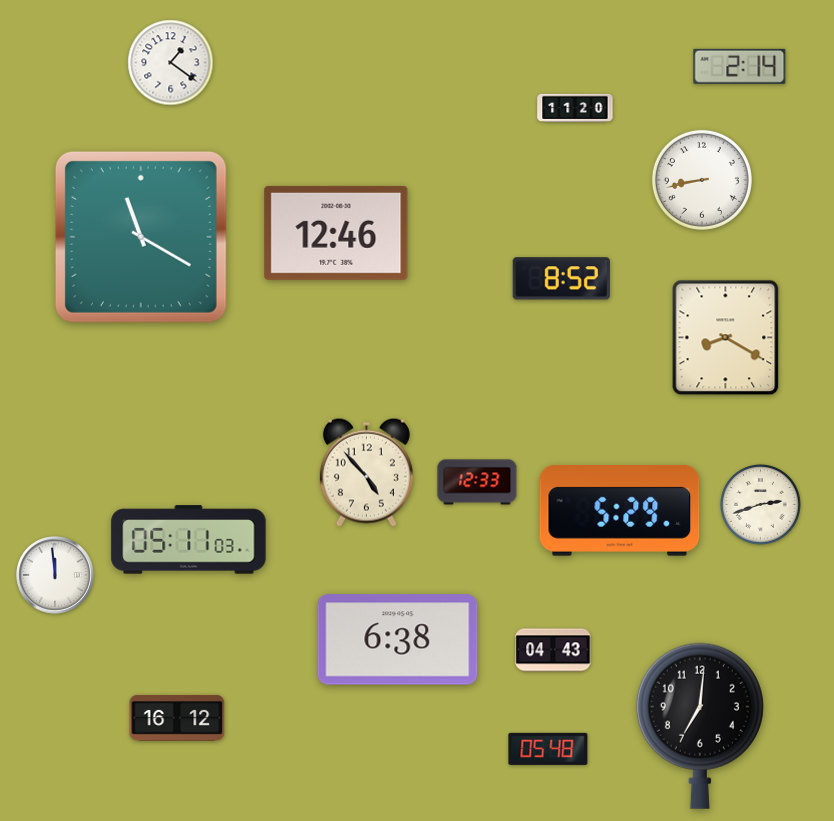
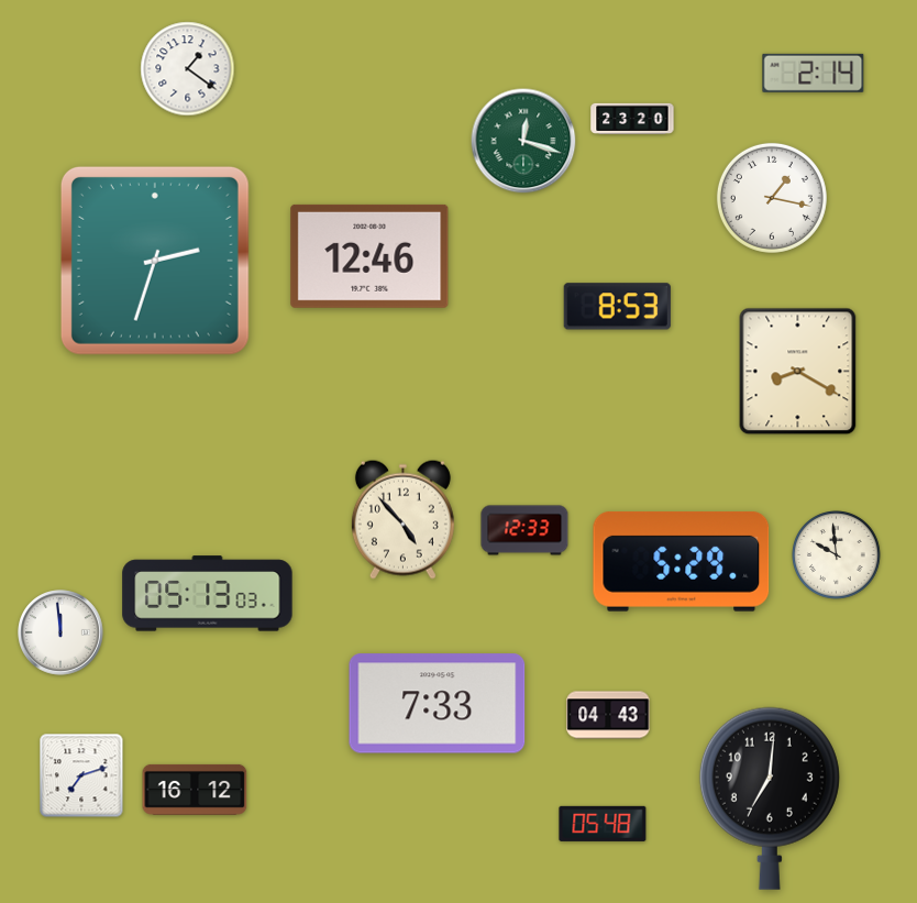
clock at (575, 108): 11:20 -> 23:20
clock at (523, 141): none -> 12:18
clock at (702, 180): 8:43 -> 1:17
clock at (141, 237): 11:20 -> 2:33
clock at (561, 279): 8:52 -> 8:53
clock at (761, 505): 2:42 -> 9:59
clock at (189, 540): 05:11 -> 05:13
clock at (398, 640): 6:38 -> 7:33
clock at (81, 775): none -> 7:12
